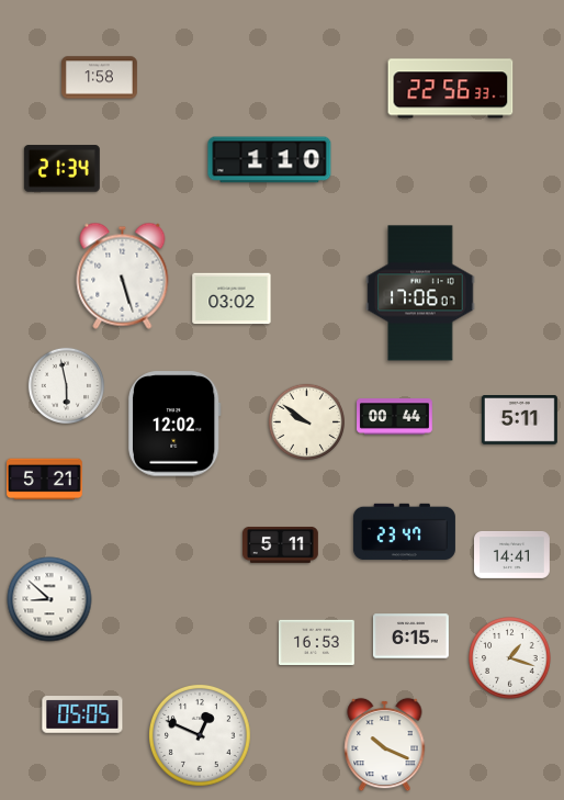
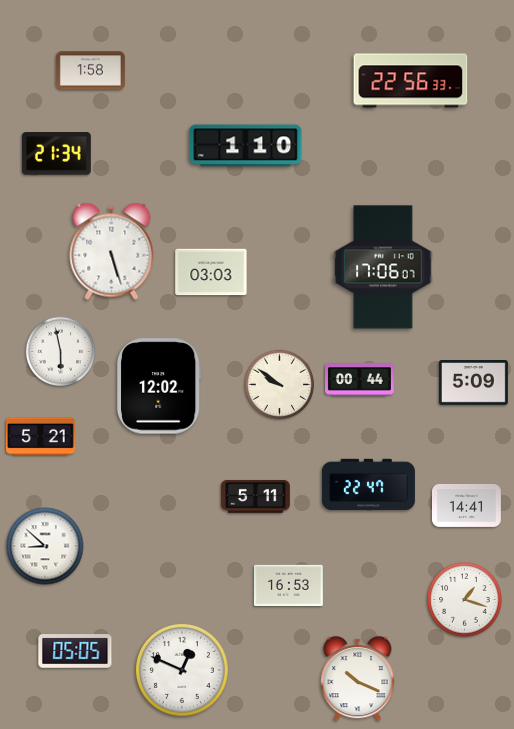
clock at (232, 298): 03:02 -> 03:03
clock at (519, 420): 5:11 -> 5:09
clock at (404, 532): 23:47 -> 22:47
clock at (410, 636): 6:15 -> none
clock at (385, 745) position: (385, 745) -> (358, 679)
